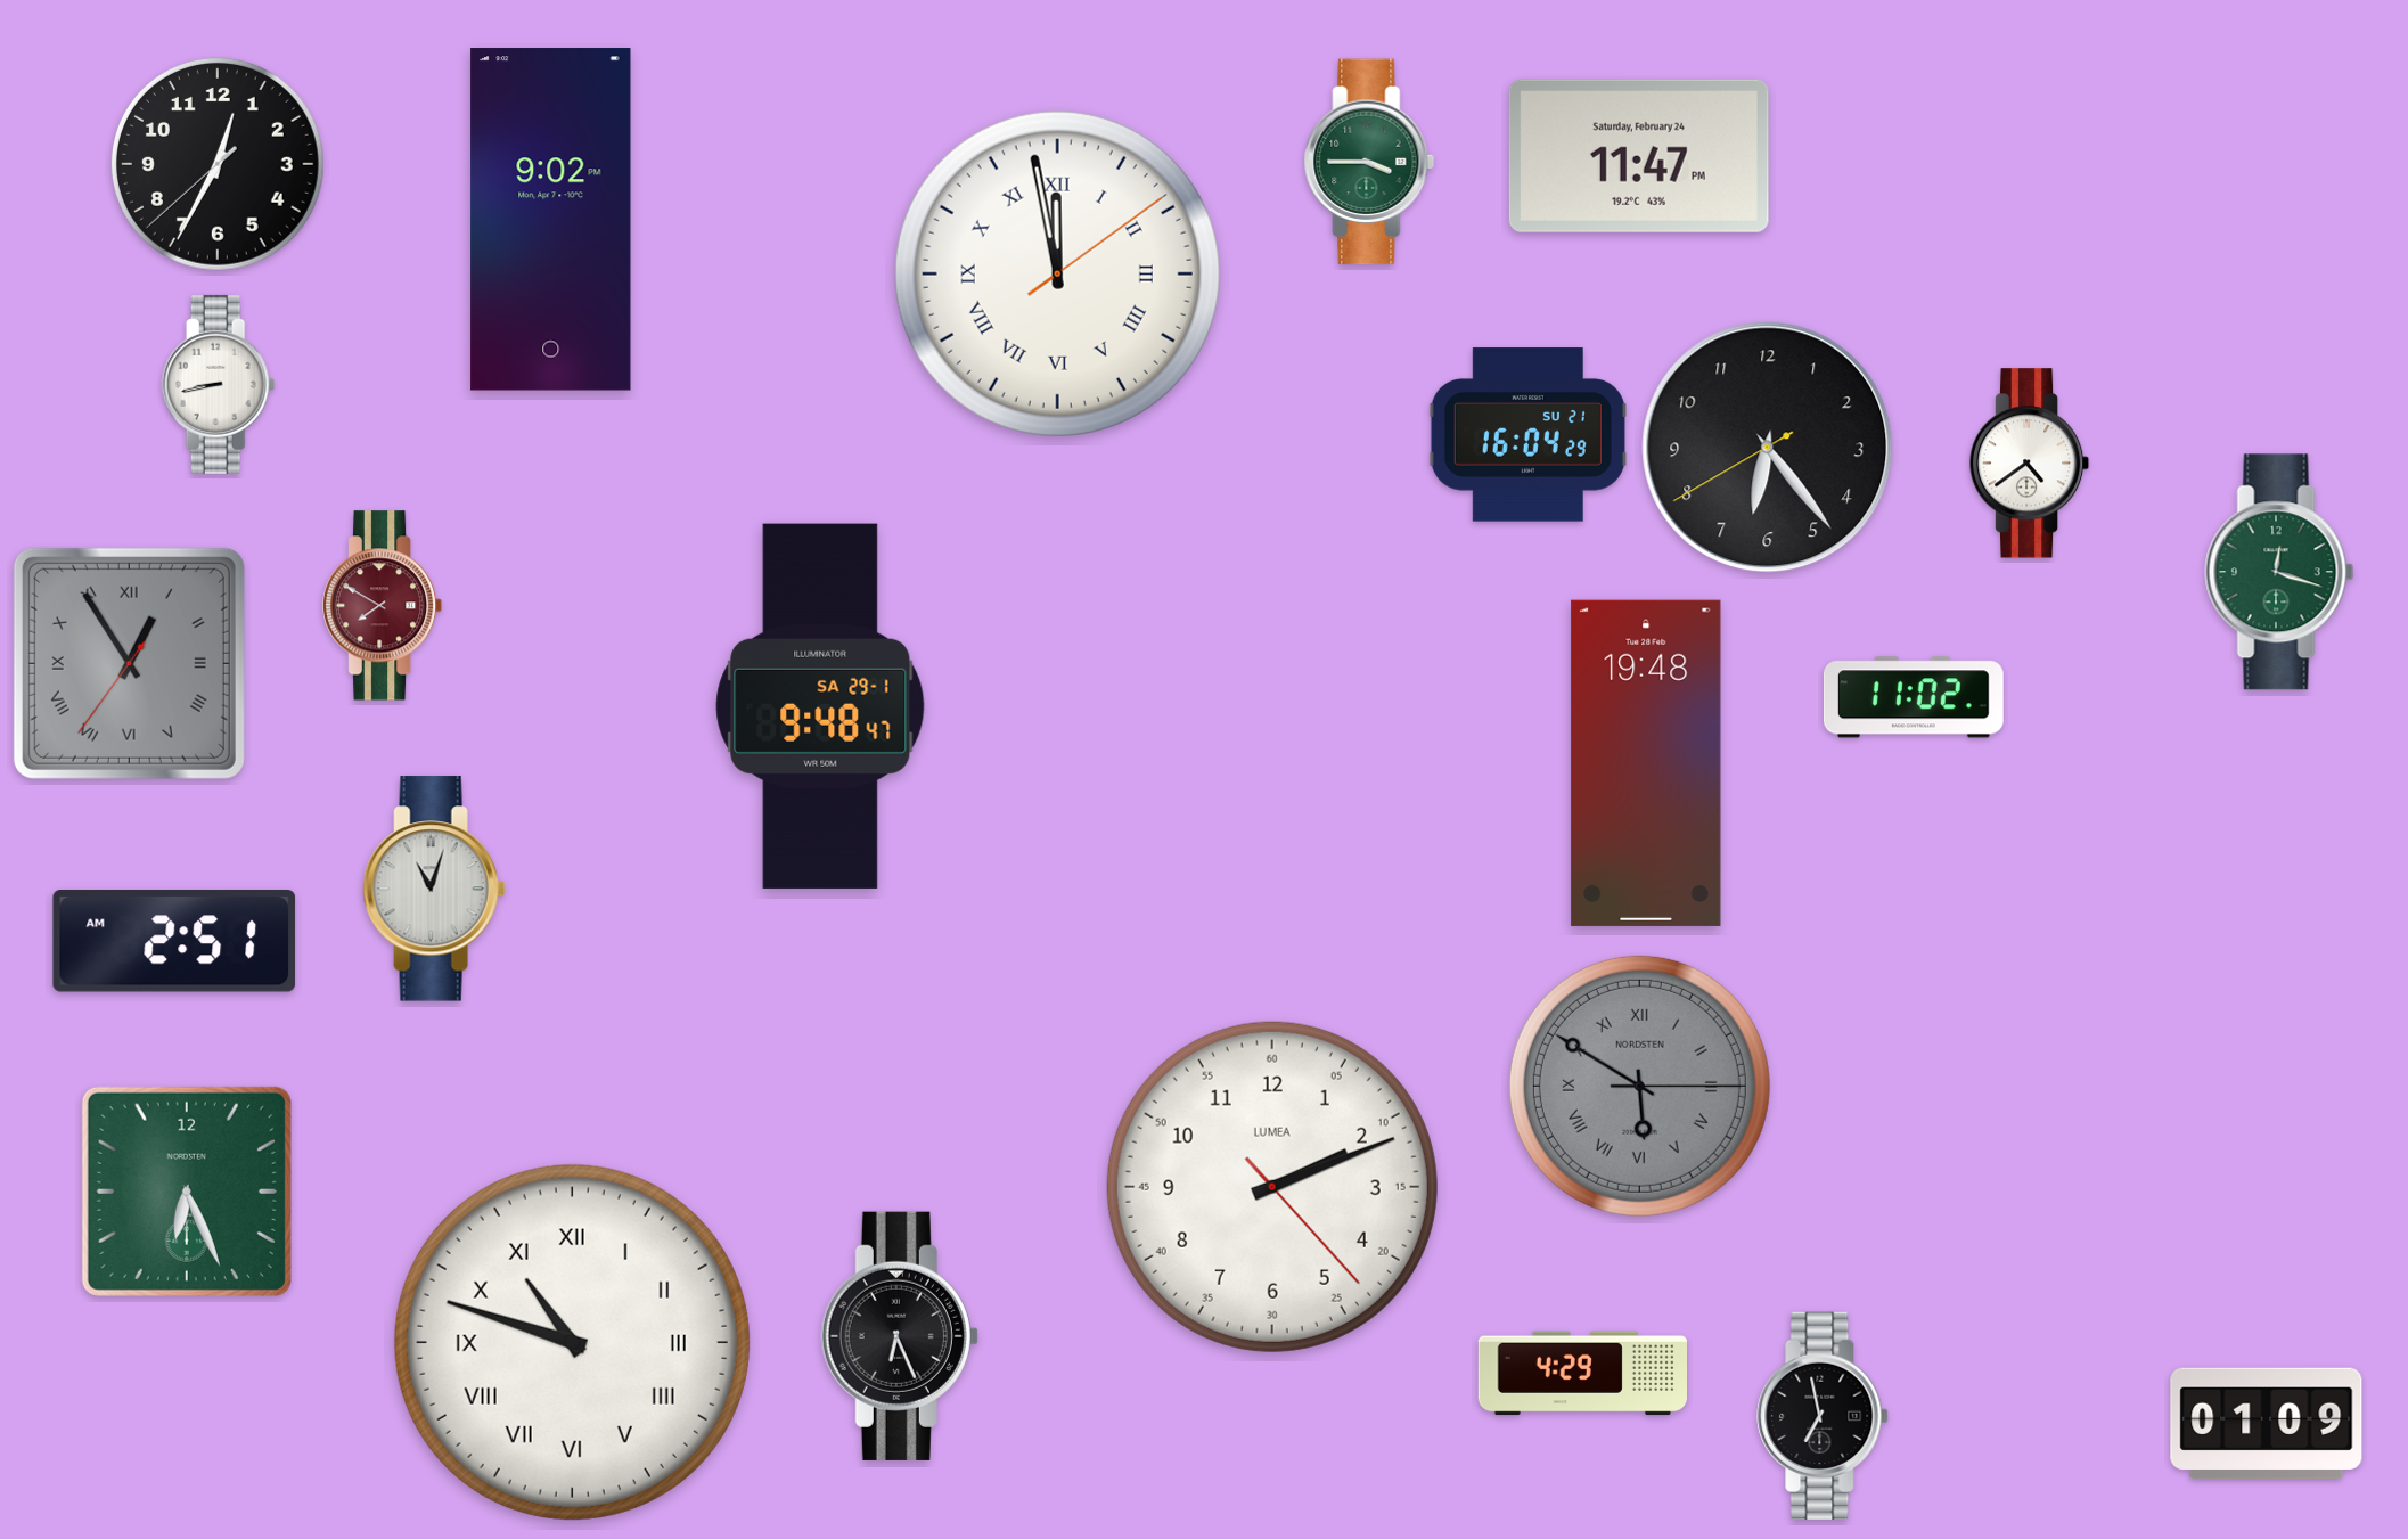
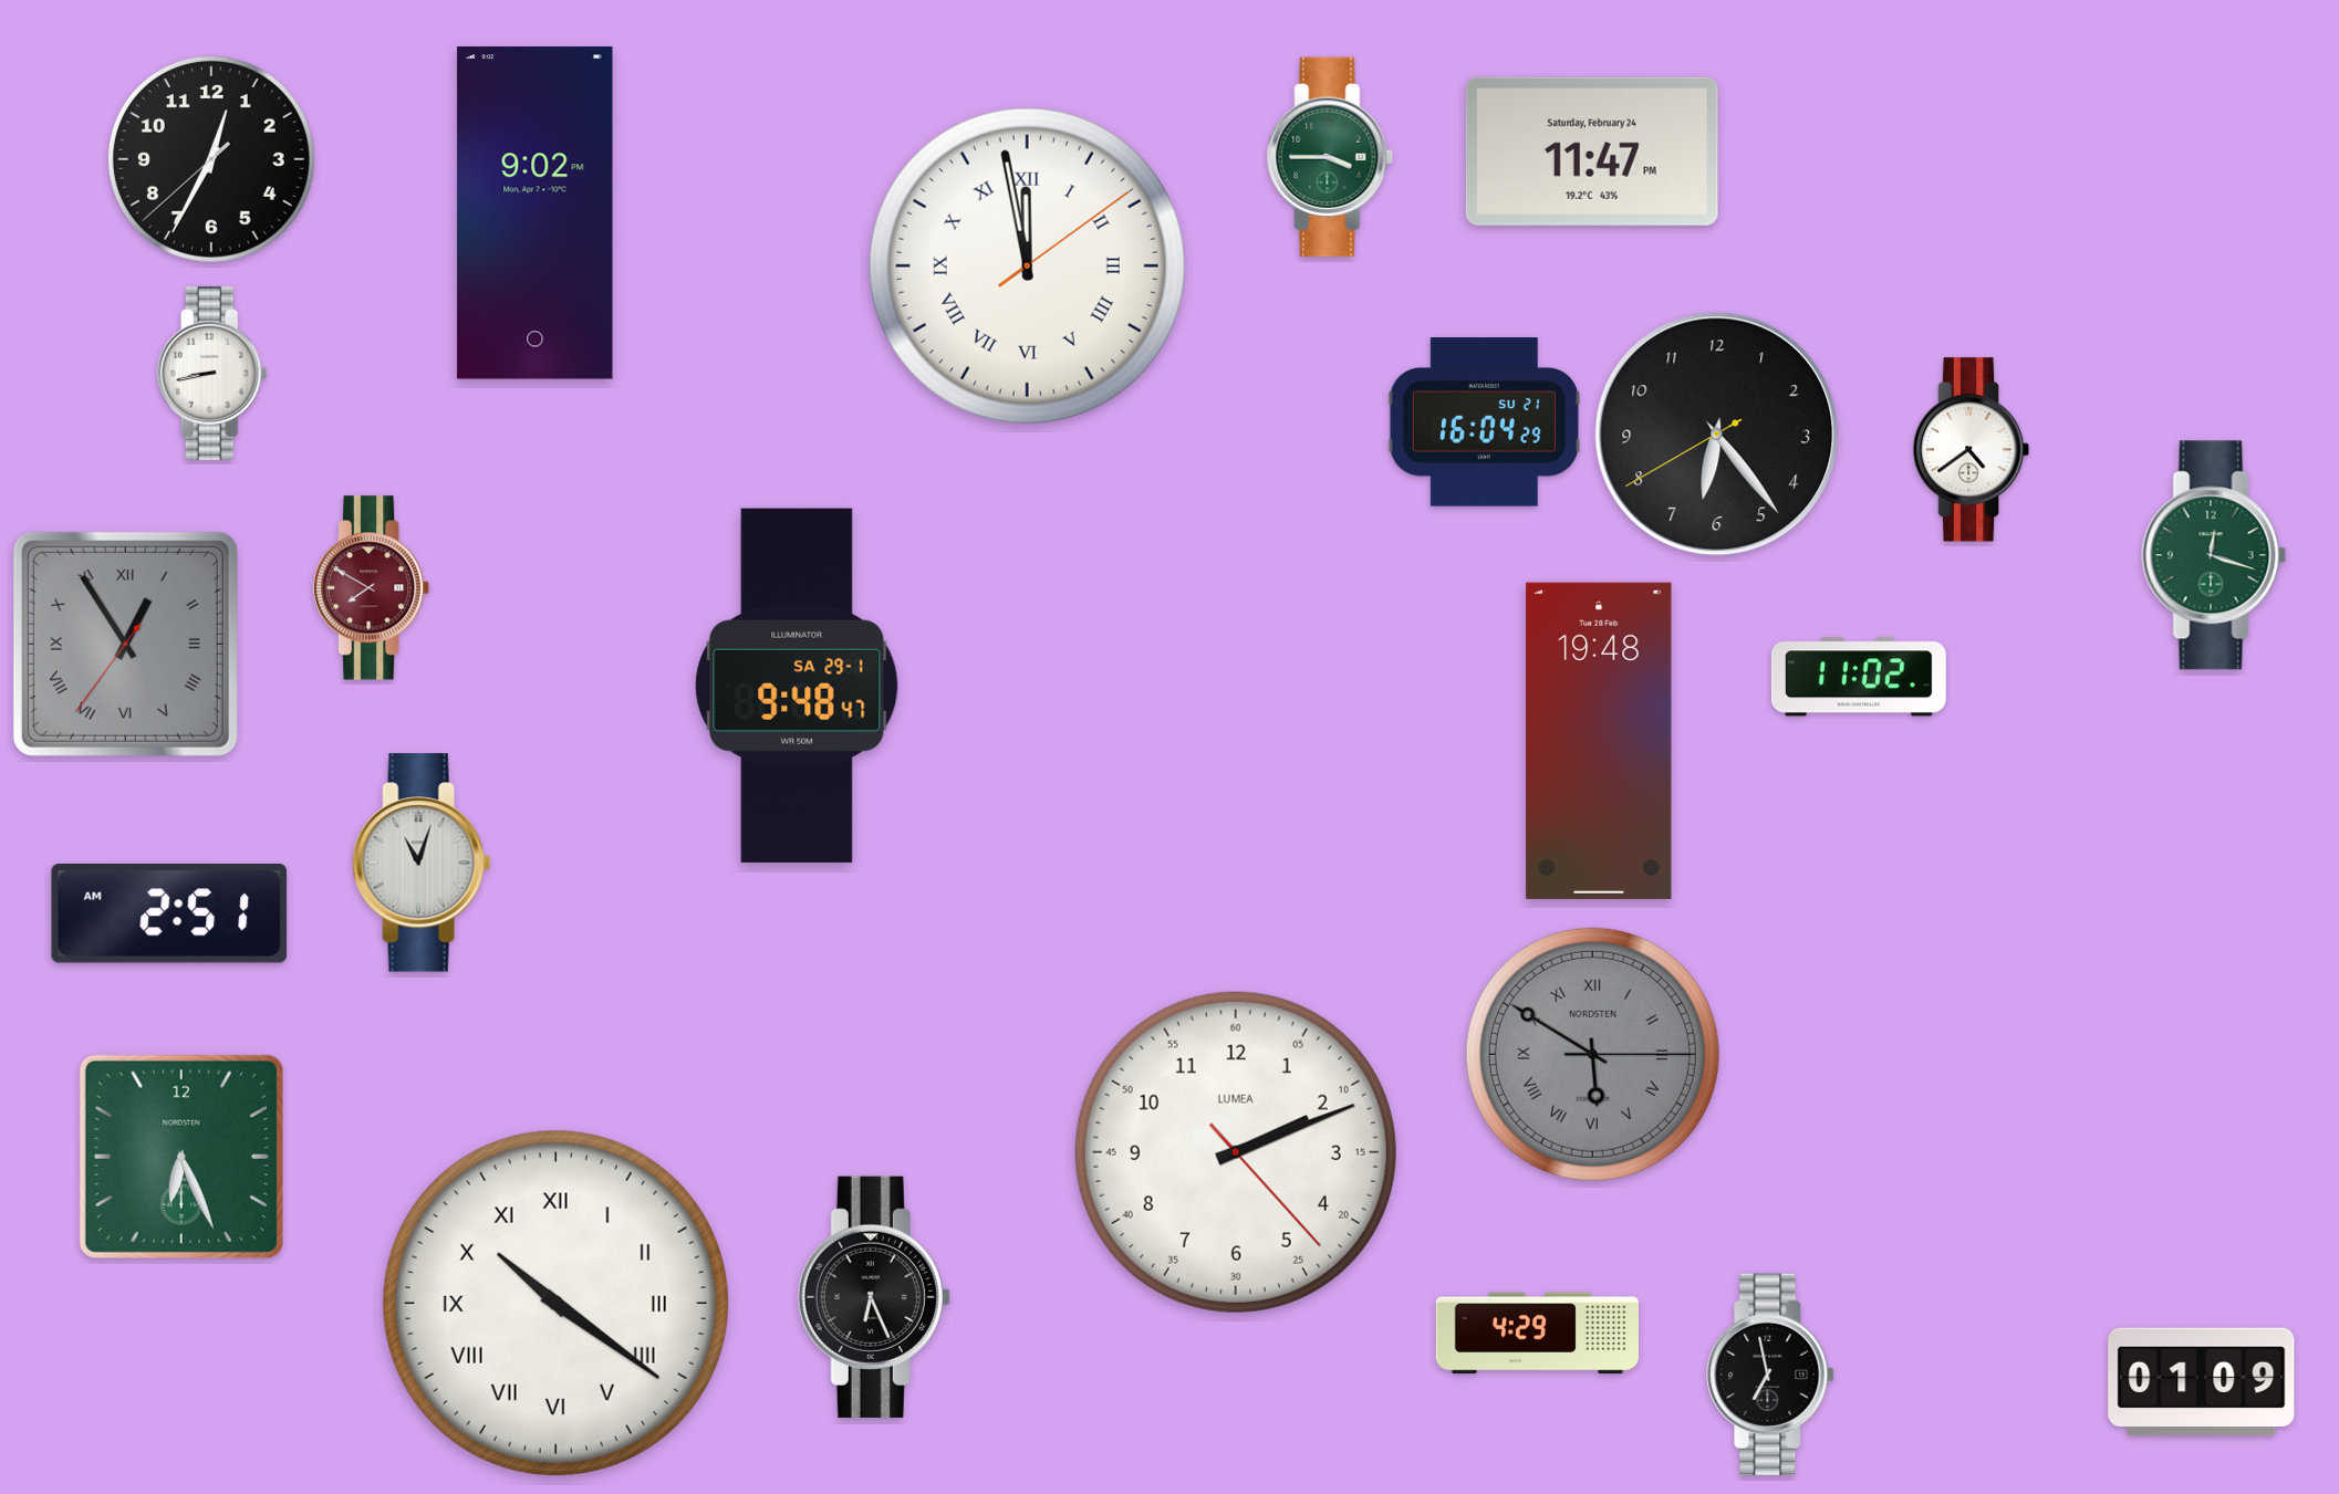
clock at (572, 1342): 10:48 -> 10:21
